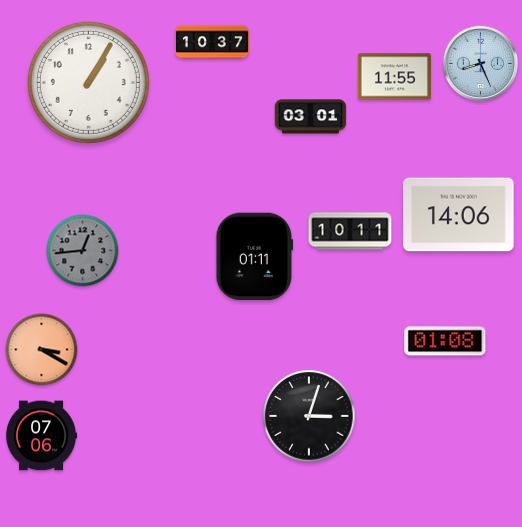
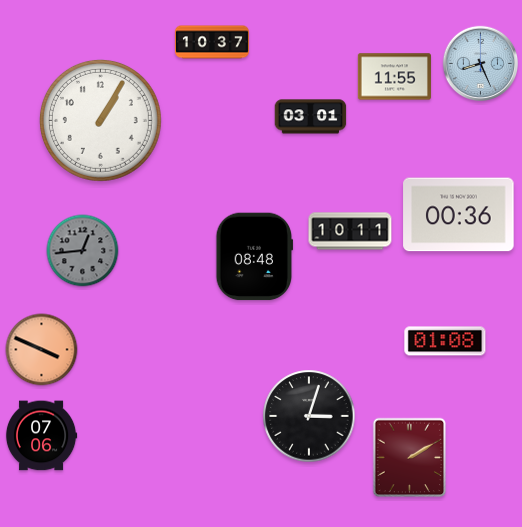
clock at (88, 82) position: (88, 82) -> (100, 120)
clock at (459, 215): 14:06 -> 00:36
clock at (255, 257): 01:11 -> 08:48
clock at (42, 350): 3:20 -> 3:49
clock at (410, 458): none -> 2:10
